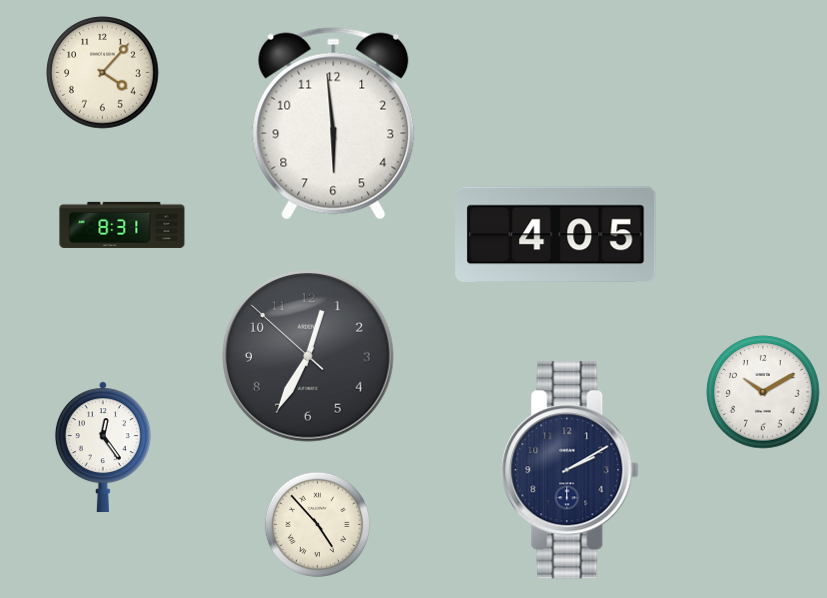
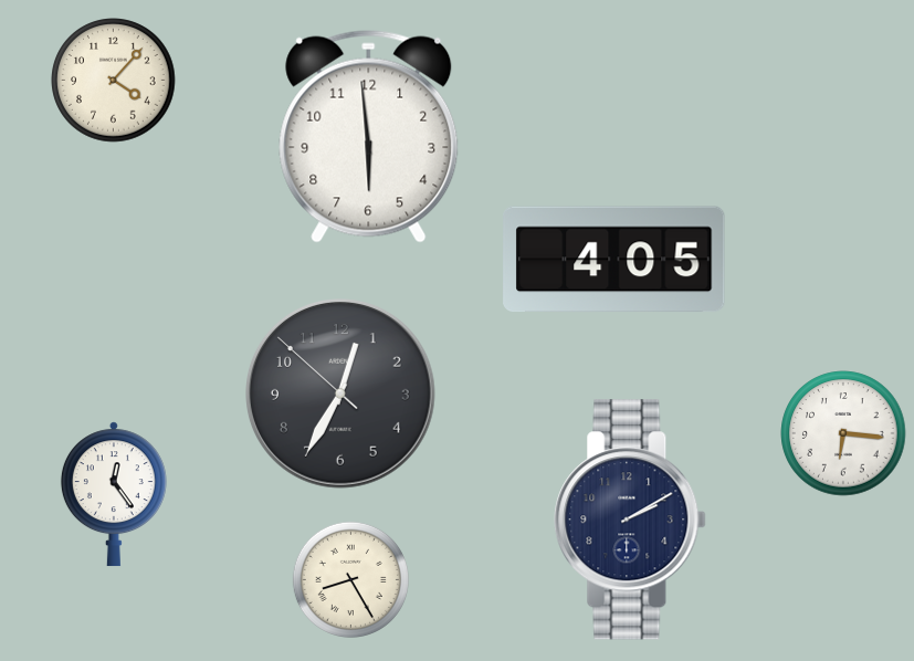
clock at (122, 225): 8:31 -> none
clock at (763, 392): 10:10 -> 6:16
clock at (317, 524): 4:53 -> 8:25
